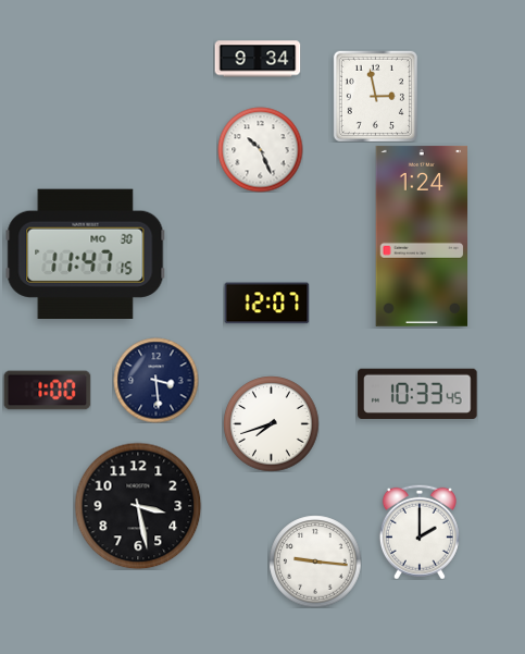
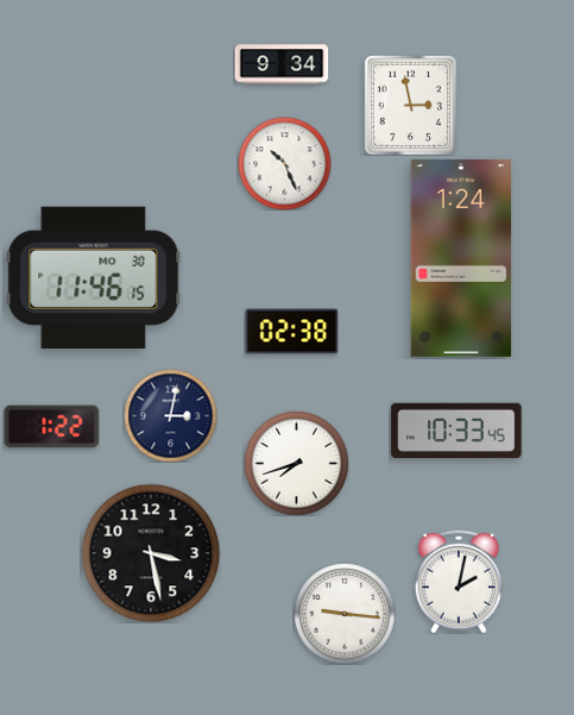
clock at (86, 254): 11:47 -> 11:46
clock at (266, 304): 12:07 -> 02:38
clock at (155, 380): 3:29 -> 3:02
clock at (47, 391): 1:00 -> 1:22
clock at (420, 532): 2:00 -> 2:02
